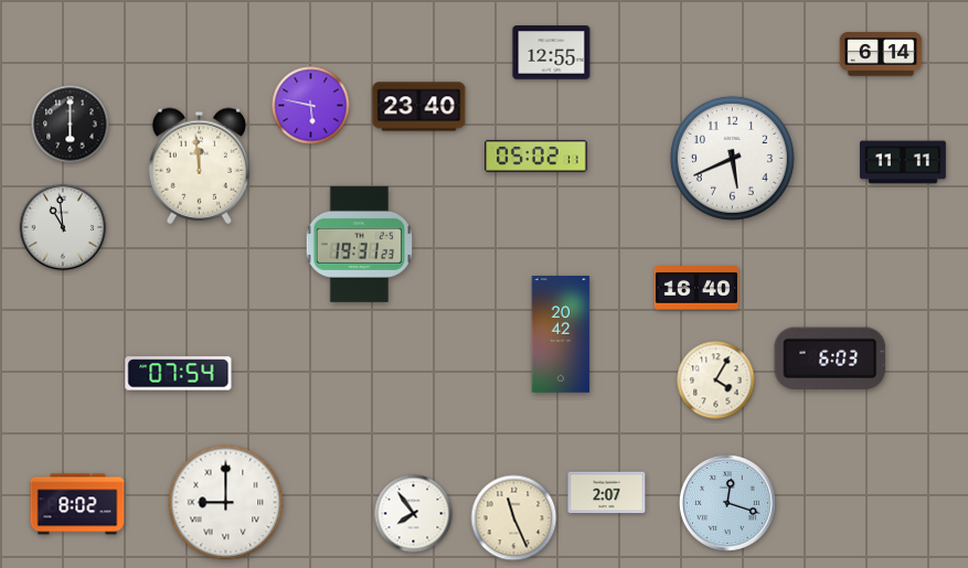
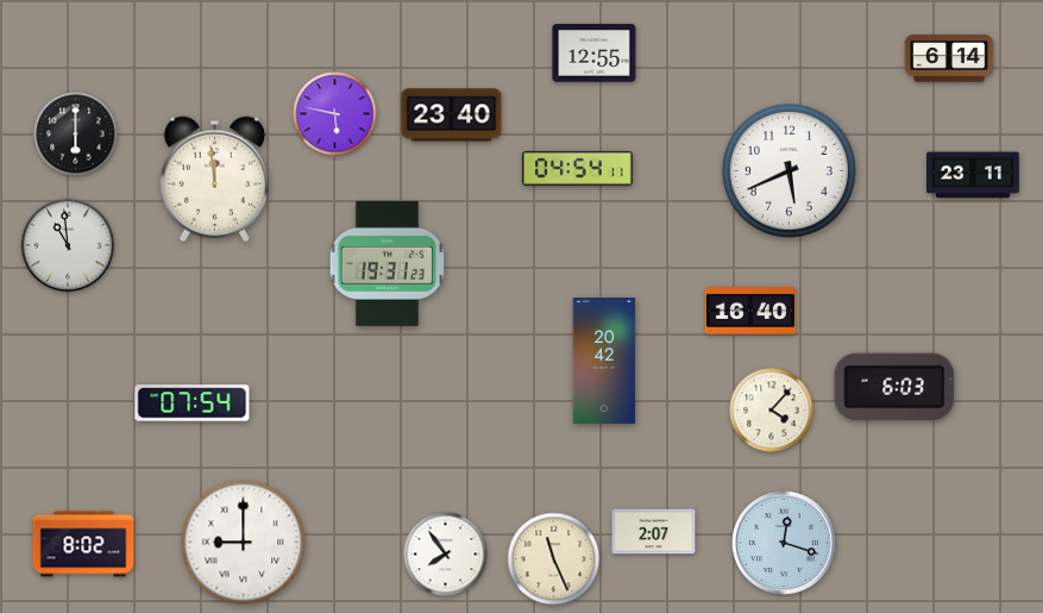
clock at (552, 53) position: (552, 53) -> (595, 54)
clock at (536, 156): 05:02 -> 04:54
clock at (904, 162): 11:11 -> 23:11
clock at (716, 381): 4:05 -> 4:07
